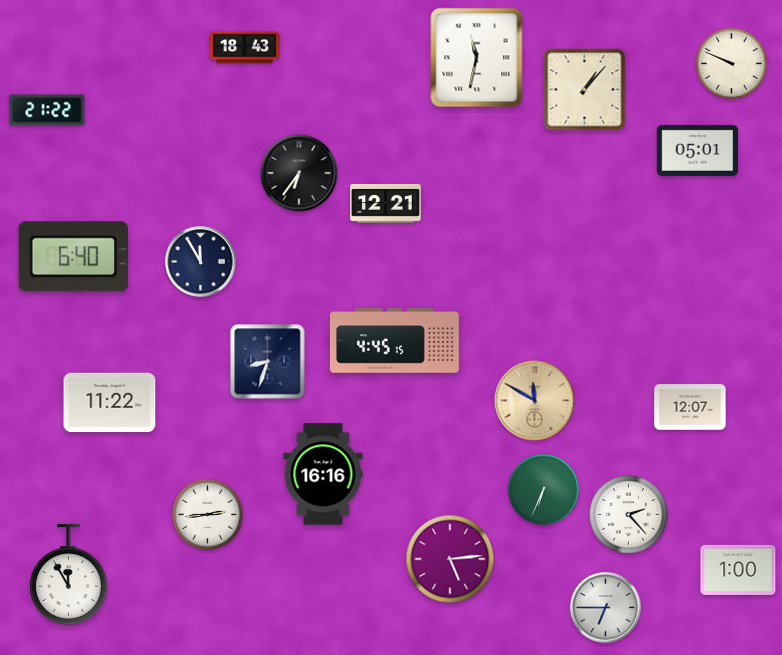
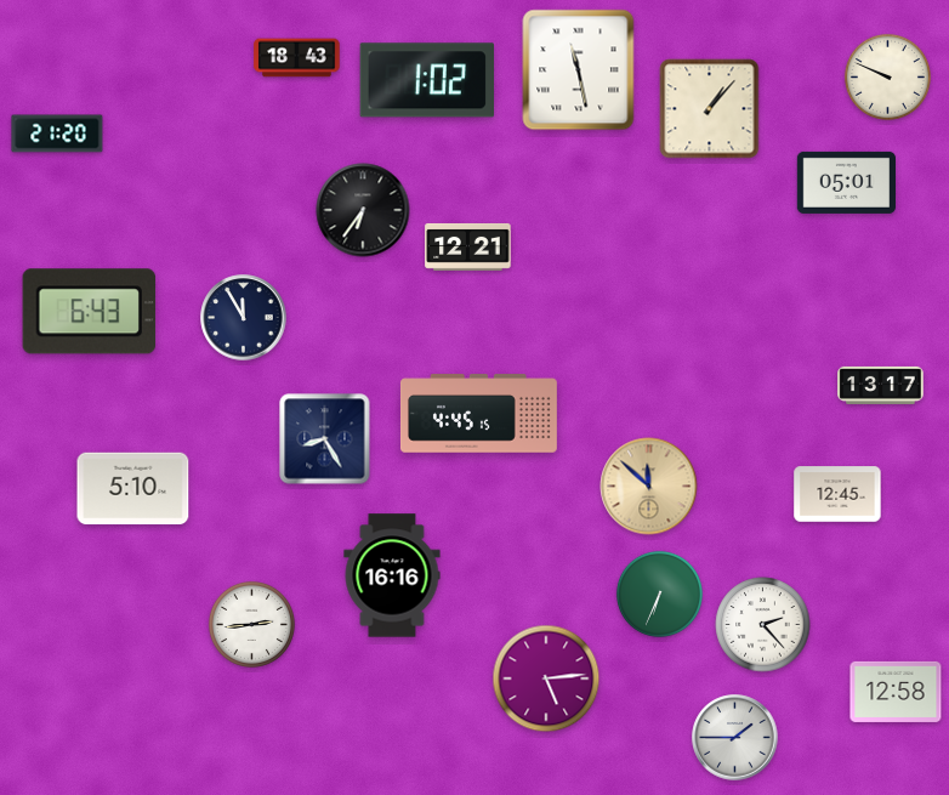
clock at (477, 58): 11:32 -> 11:28
clock at (426, 80): none -> 1:02
clock at (47, 110): 21:22 -> 21:20
clock at (74, 257): 6:40 -> 6:43
clock at (881, 385): none -> 13:17
clock at (268, 362): 8:33 -> 8:25
clock at (535, 401): 11:50 -> 11:52
clock at (110, 403): 11:22 -> 5:10
clock at (690, 407): 12:07 -> 12:45
clock at (738, 570): 1:00 -> 12:58
clock at (68, 575): 11:55 -> none
clock at (606, 608): 6:45 -> 1:45
